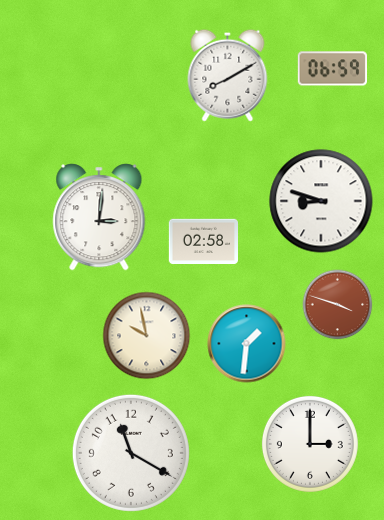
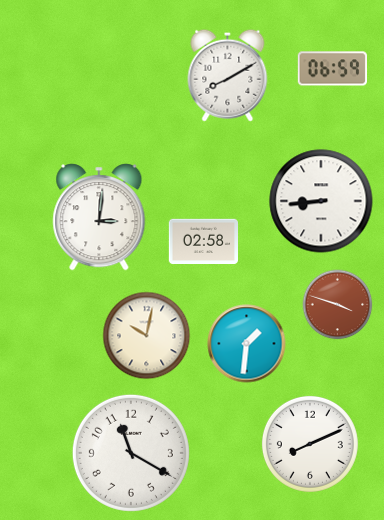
clock at (321, 201): 8:48 -> 8:44
clock at (147, 336): 9:58 -> 10:02
clock at (310, 444): 3:00 -> 8:11
